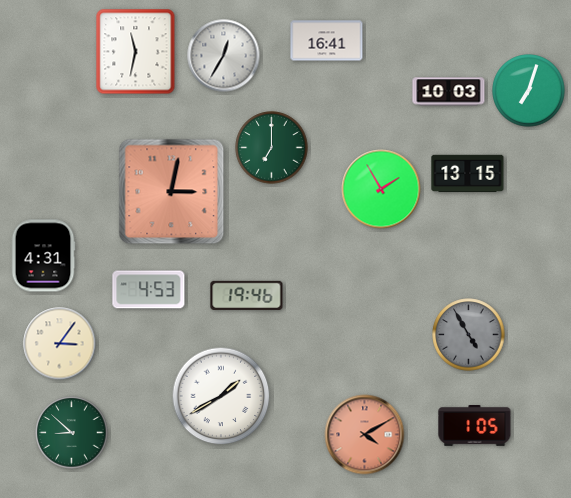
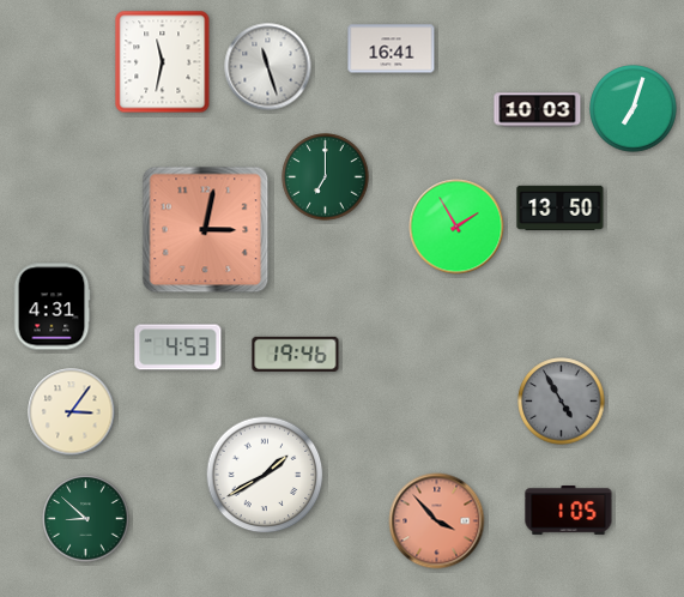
clock at (224, 56): 12:35 -> 11:27
clock at (468, 174): 13:15 -> 13:50
clock at (365, 435): 4:10 -> 3:53
